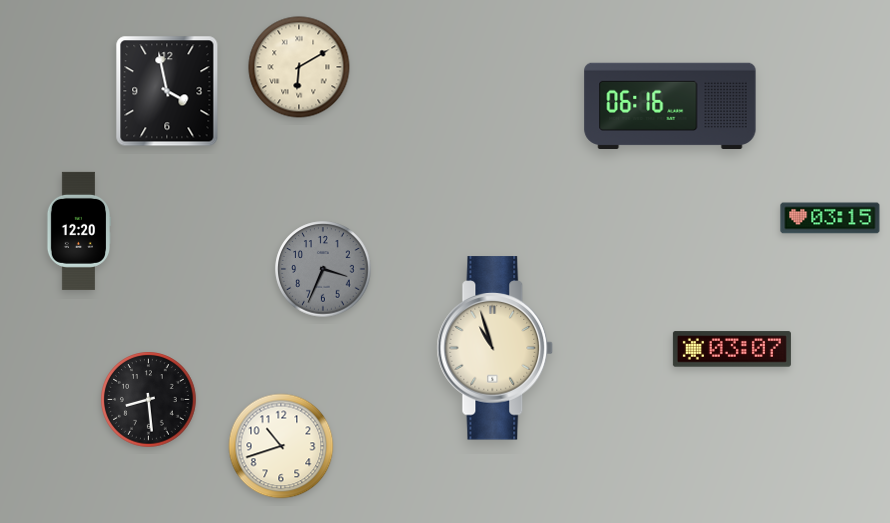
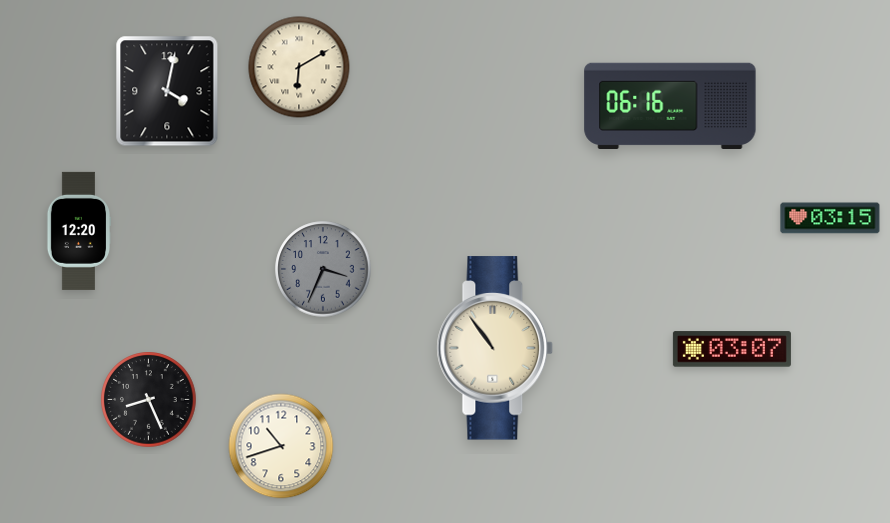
clock at (167, 91): 3:58 -> 4:02
clock at (495, 348): 10:57 -> 10:54
clock at (149, 400): 8:29 -> 8:26
